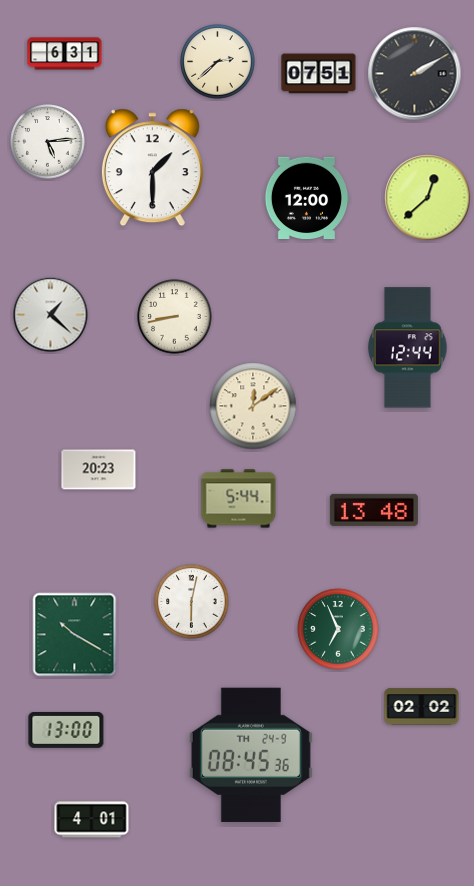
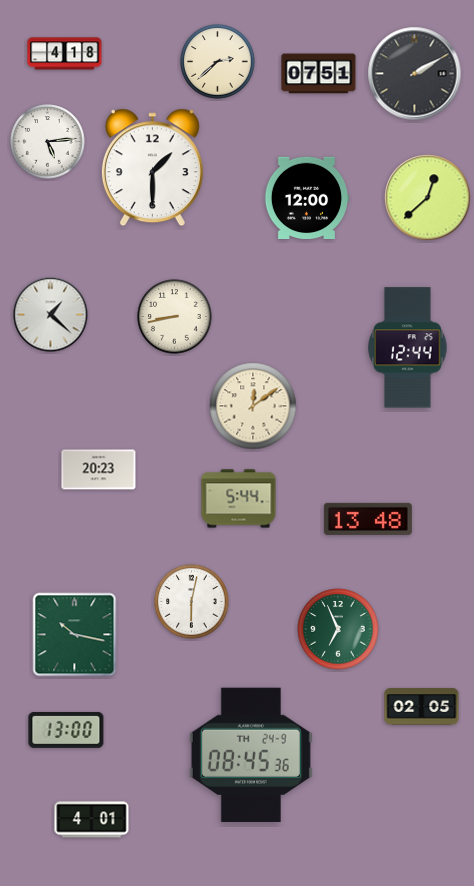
clock at (65, 54): 6:31 -> 4:18
clock at (374, 510) position: (374, 510) -> (368, 519)
clock at (75, 635): 10:20 -> 10:17
clock at (422, 707): 02:02 -> 02:05
